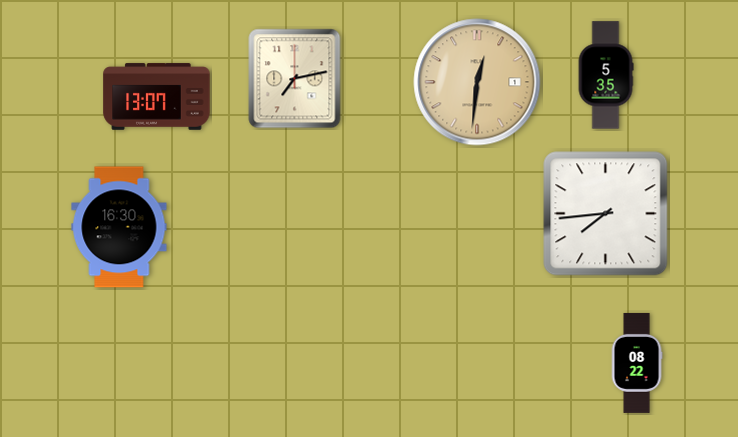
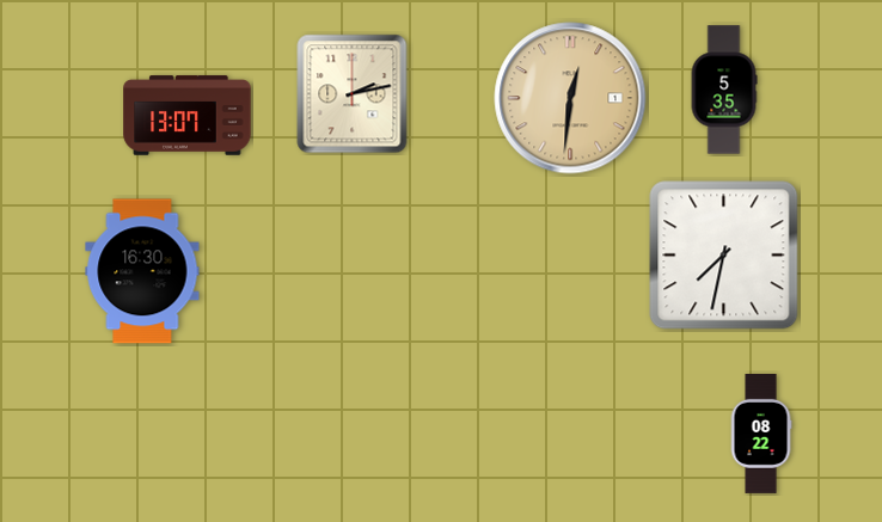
clock at (295, 79): 7:13 -> 2:13
clock at (606, 214): 7:44 -> 7:32
